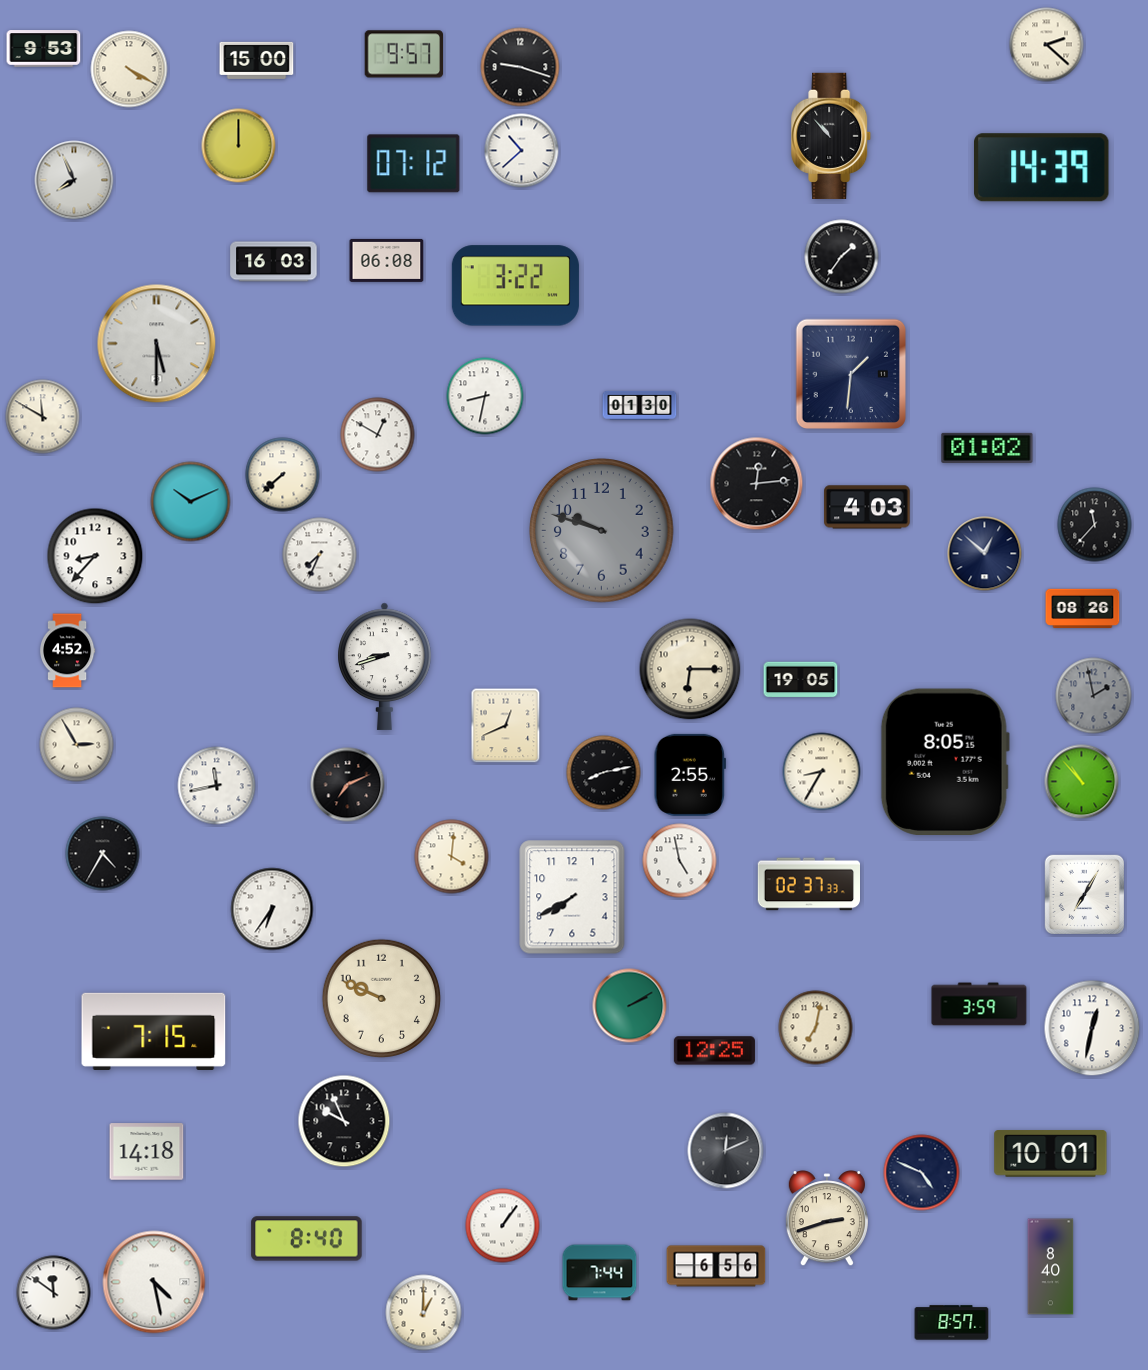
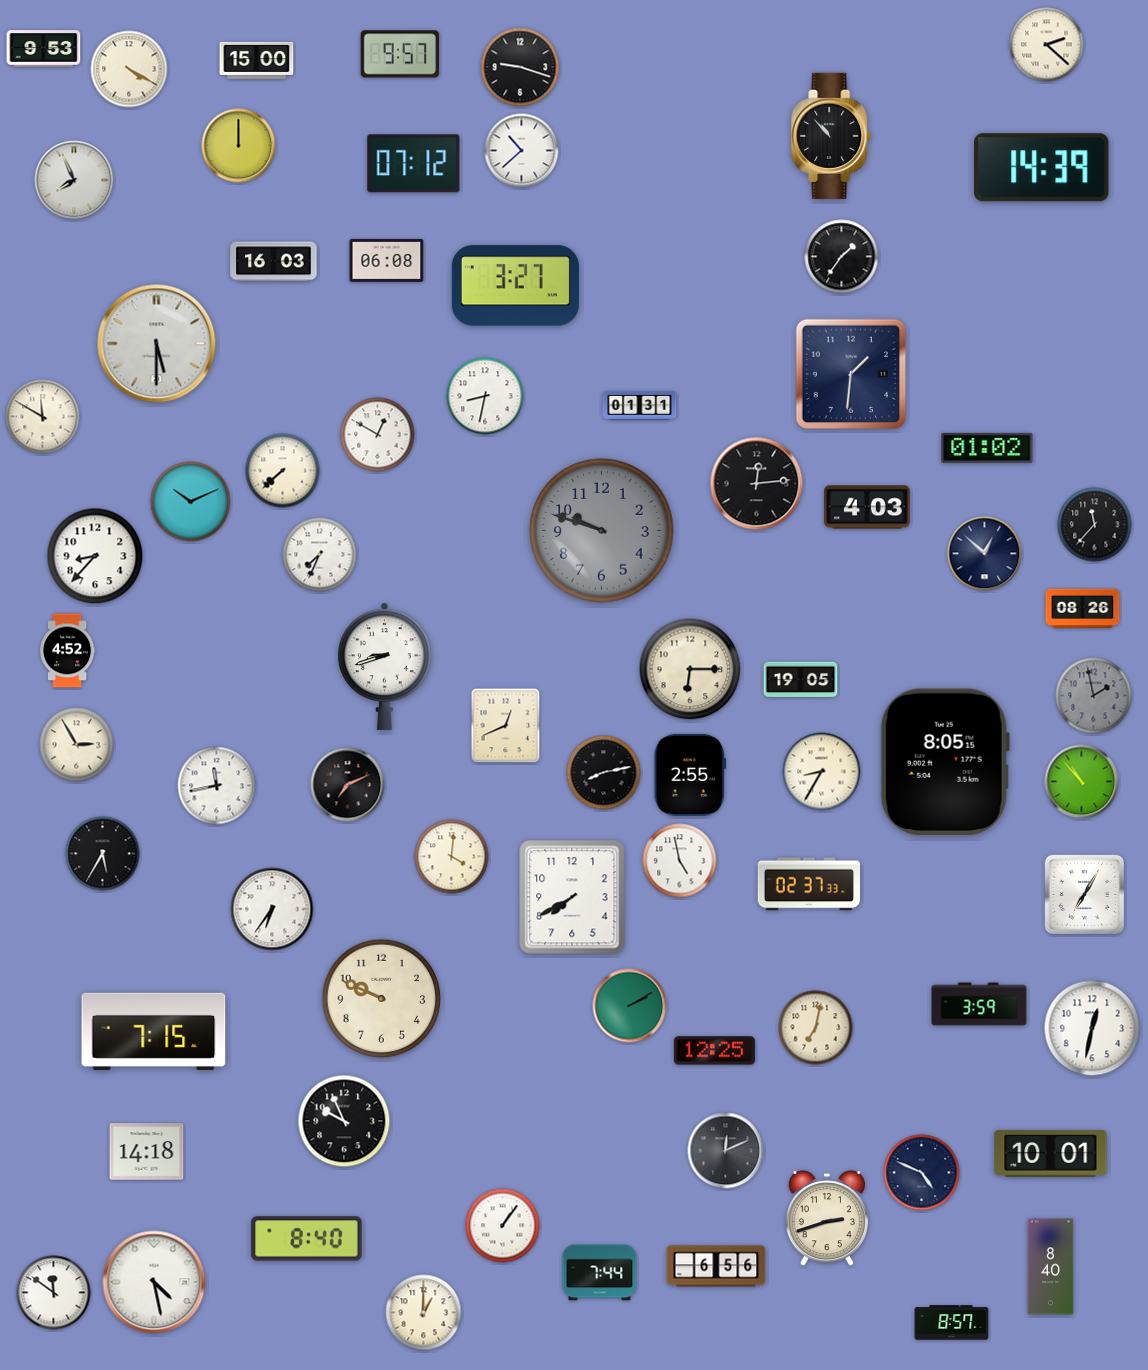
clock at (404, 54) position: (404, 54) -> (400, 54)
clock at (515, 286): 3:22 -> 3:27
clock at (640, 405): 01:30 -> 01:31
clock at (283, 475) position: (283, 475) -> (283, 471)
clock at (103, 854): 4:35 -> 5:35
